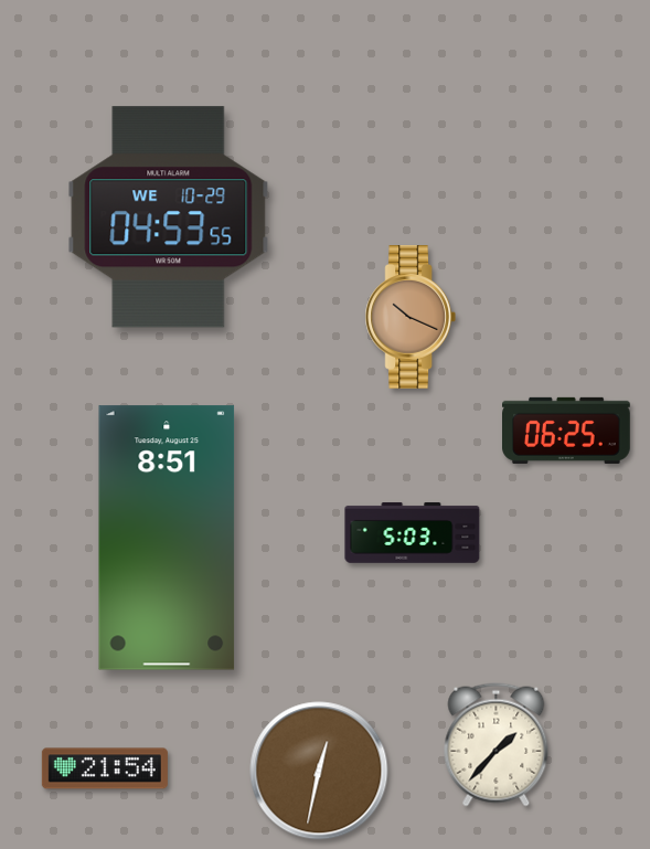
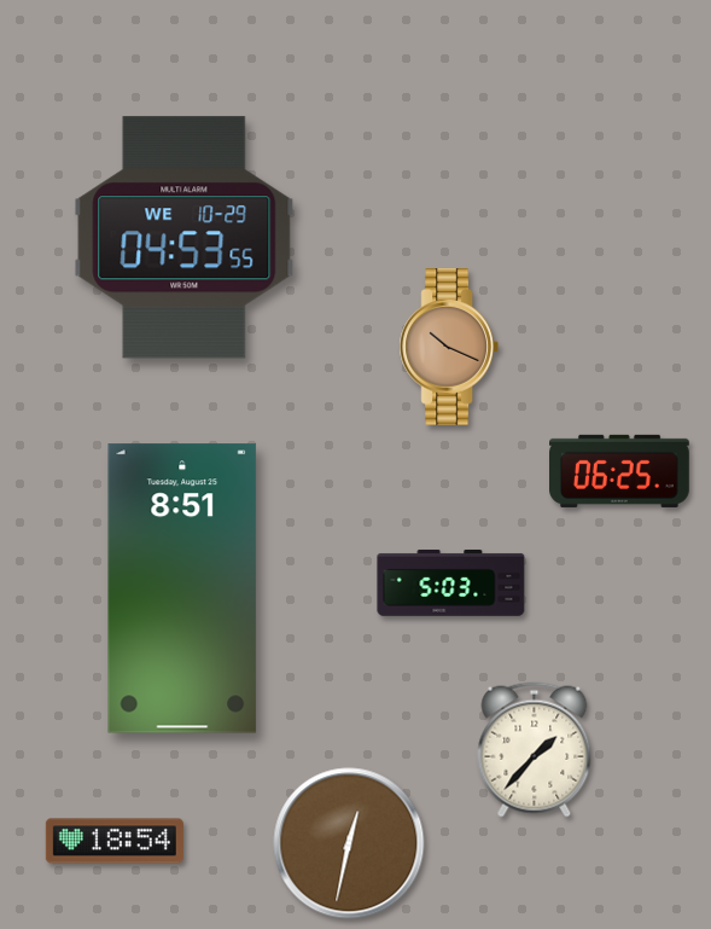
clock at (497, 745) position: (497, 745) -> (535, 750)
clock at (105, 768): 21:54 -> 18:54
